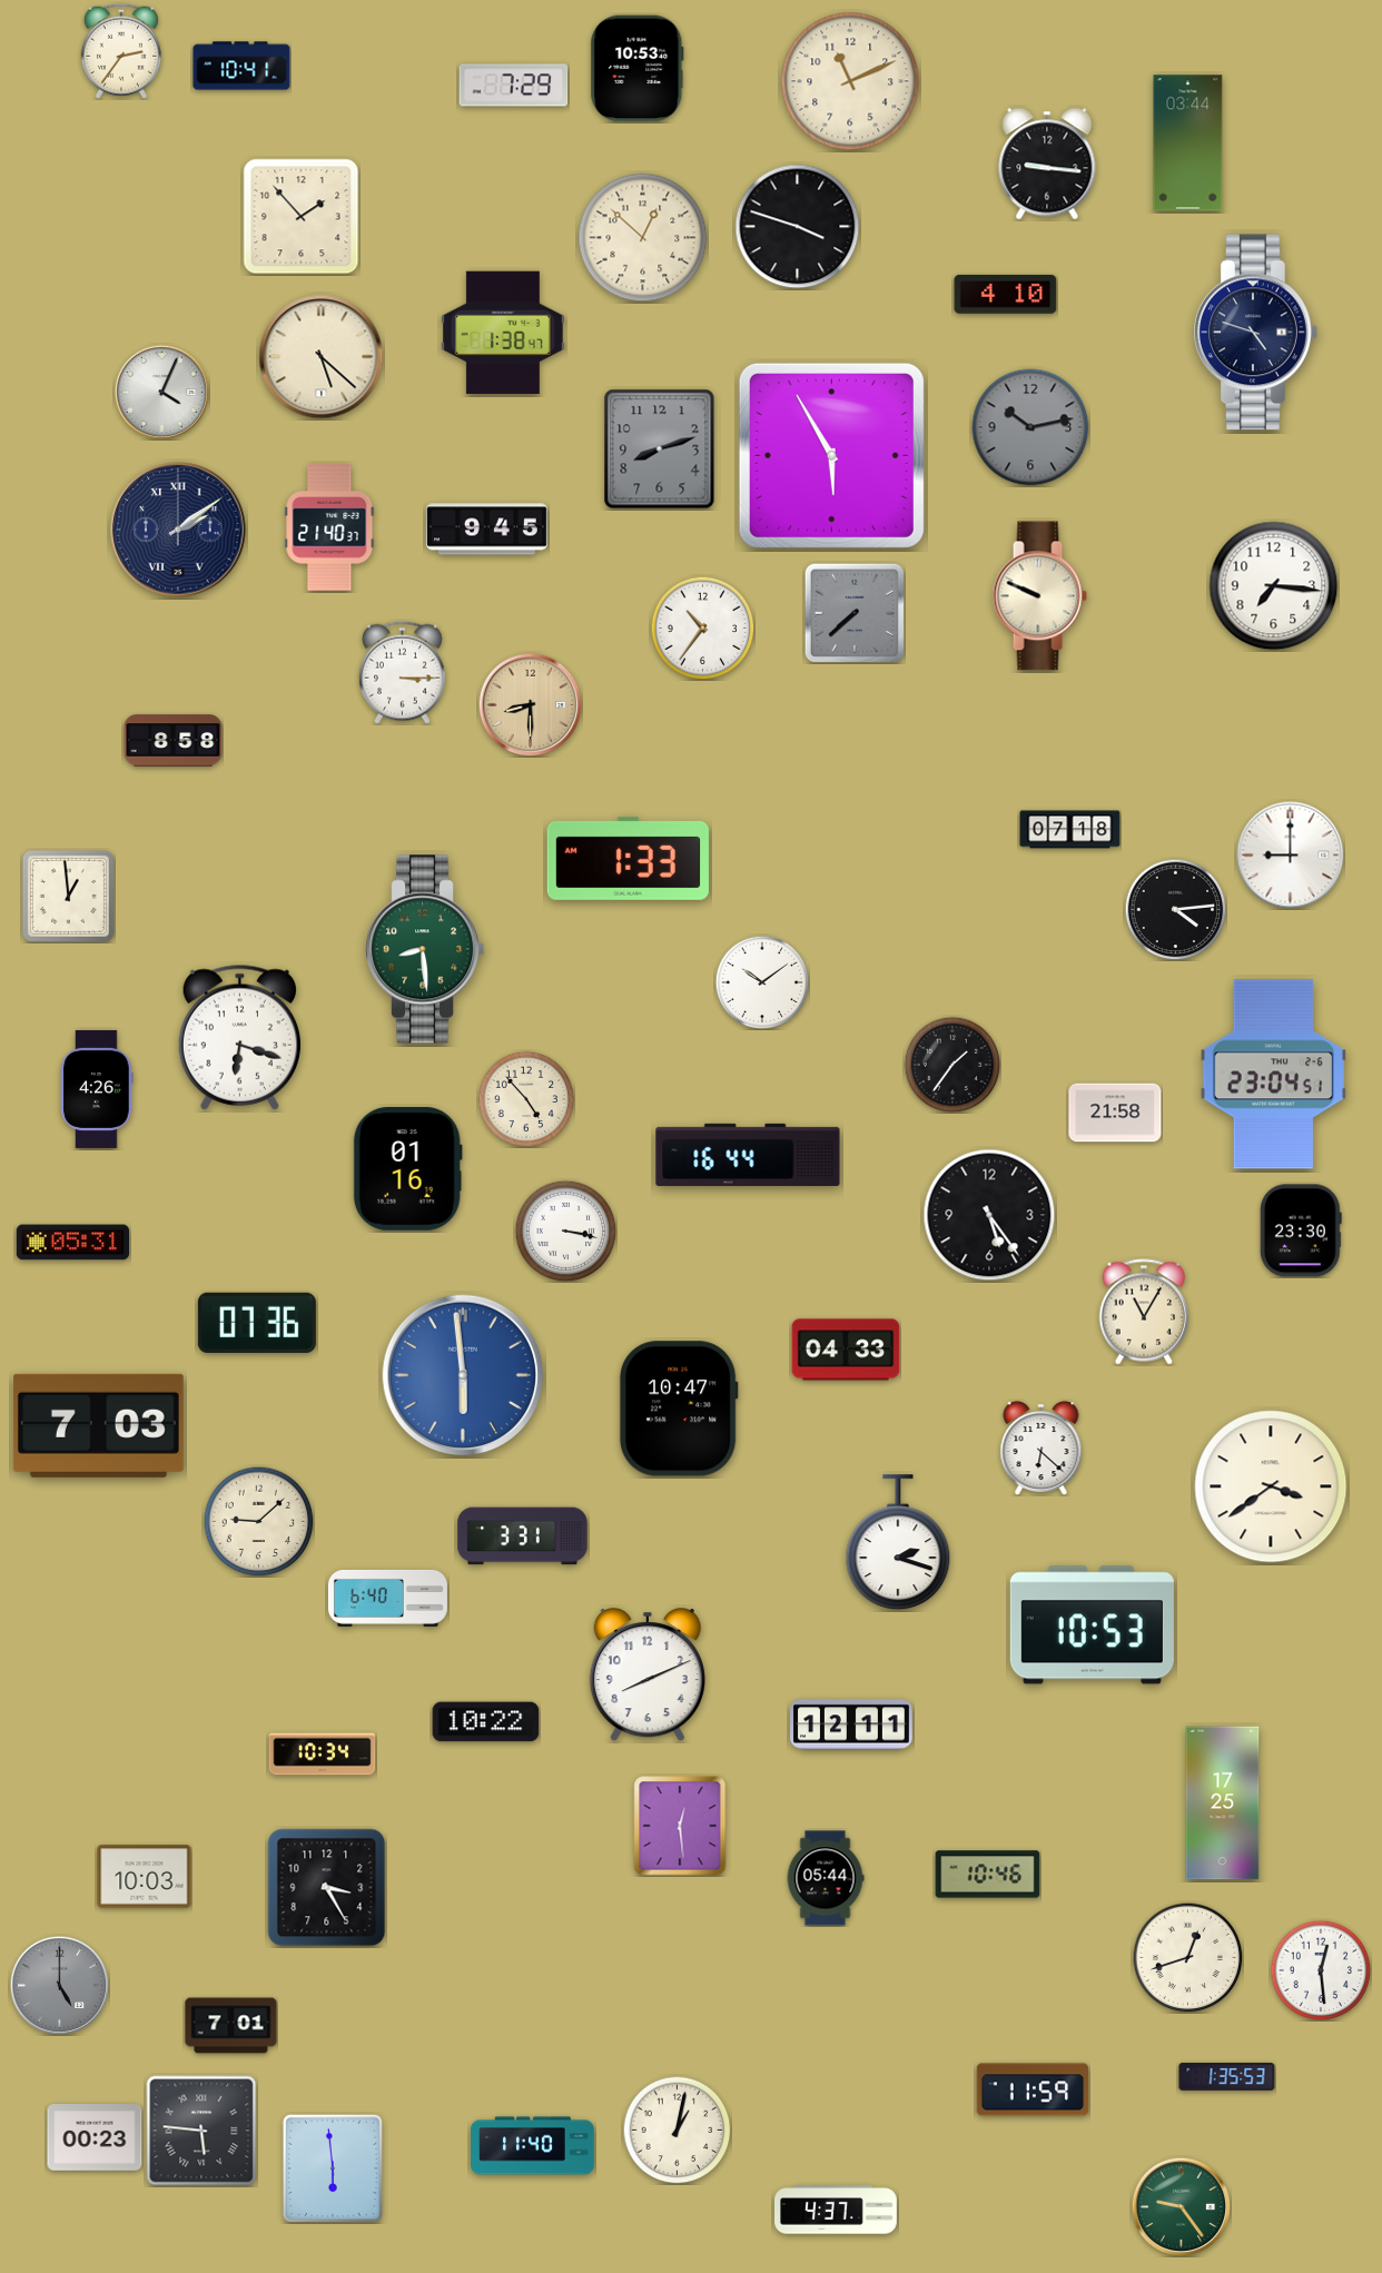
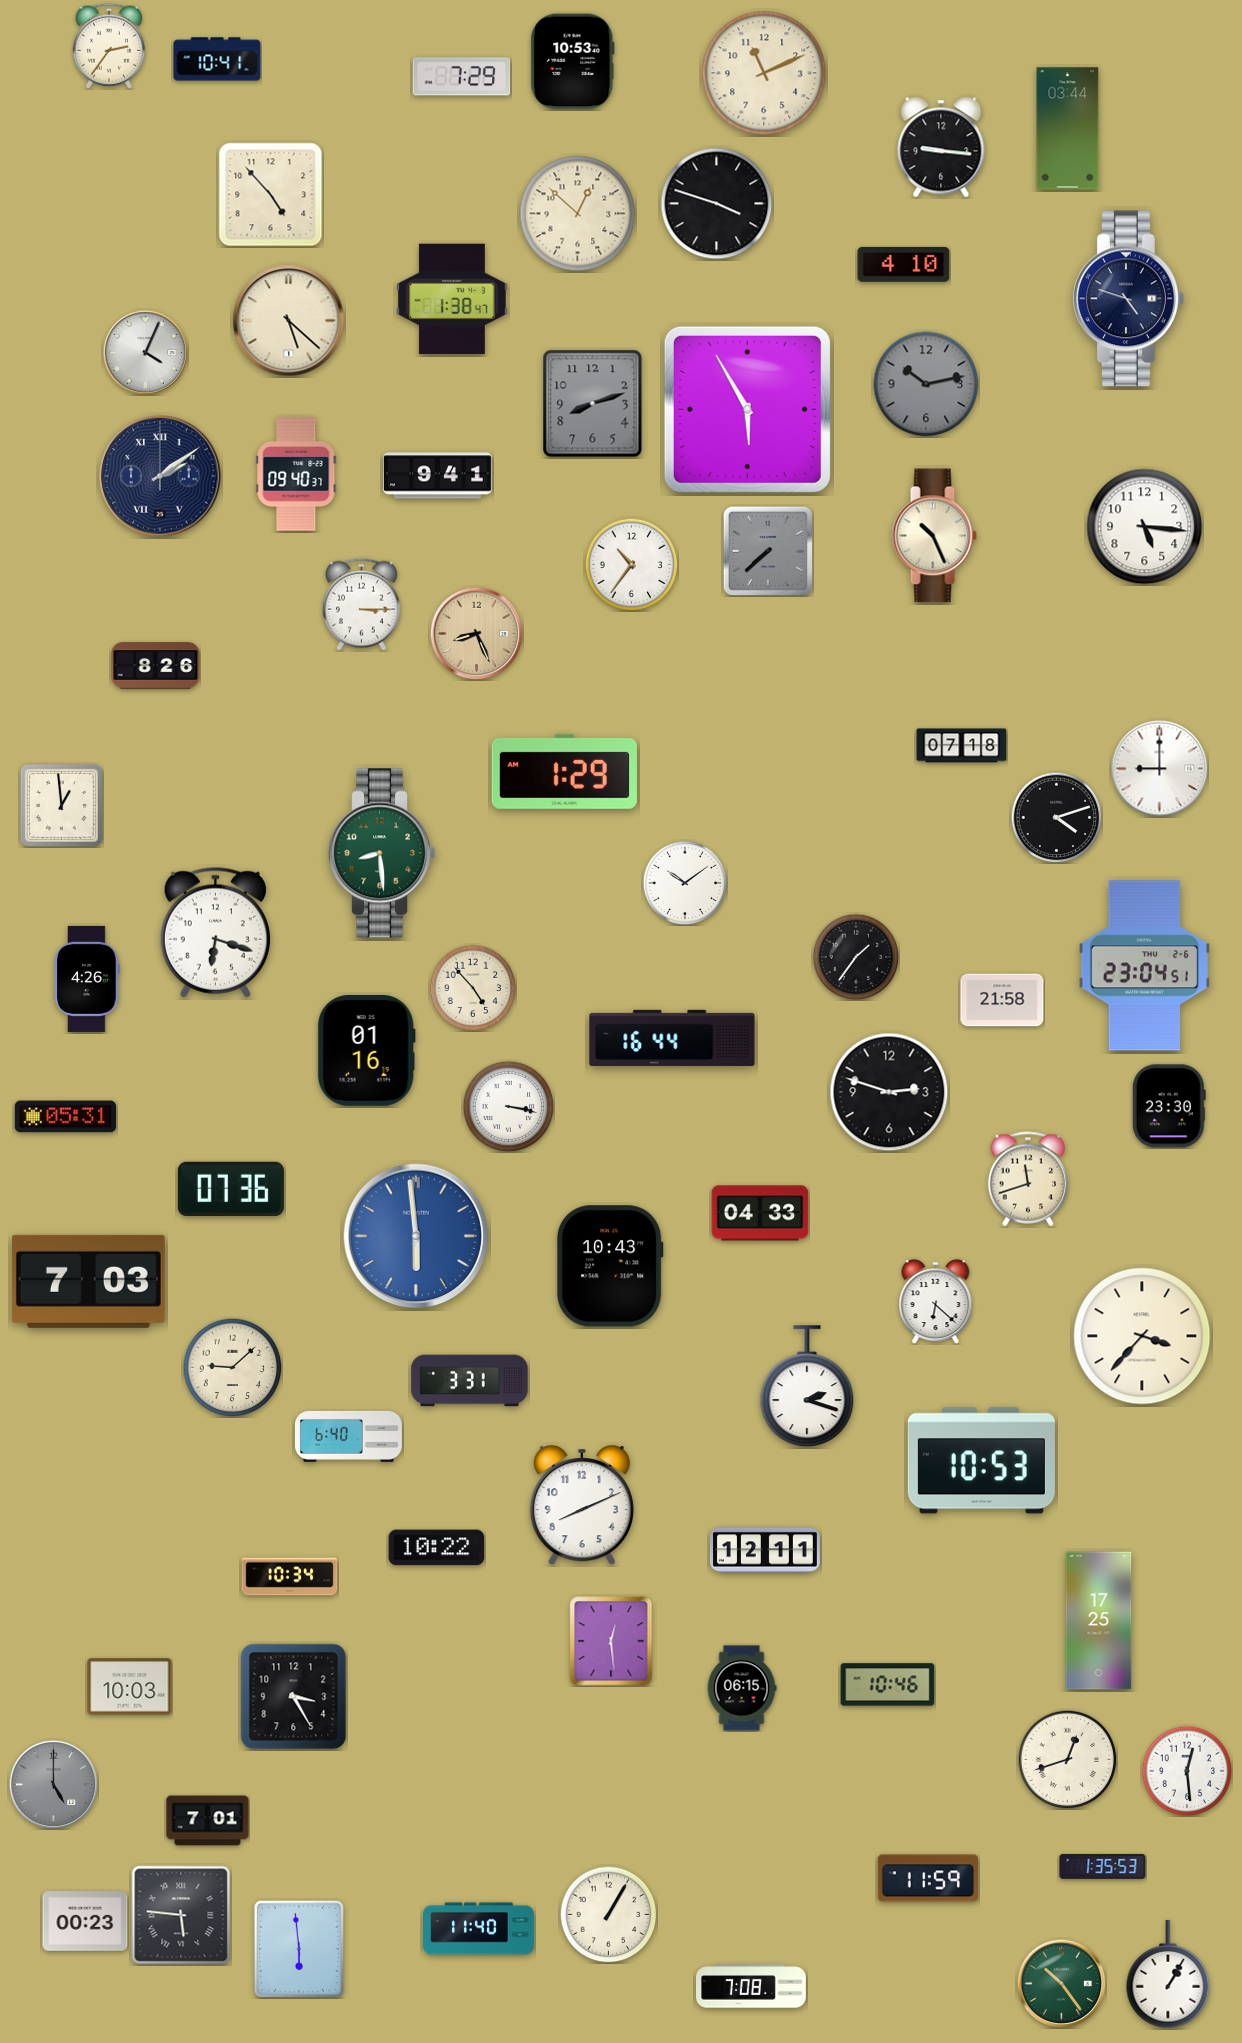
clock at (302, 217): 1:53 -> 4:53
clock at (329, 527): 21:40 -> 09:40
clock at (486, 530): 9:45 -> 9:41
clock at (1274, 586): 7:16 -> 5:16
clock at (1039, 596): 9:49 -> 10:26
clock at (530, 704): 8:30 -> 8:26
clock at (174, 741): 8:58 -> 8:26
clock at (628, 858): 1:33 -> 1:29
clock at (1175, 909): 4:14 -> 4:12
clock at (989, 1215): 5:24 -> 2:48
clock at (1144, 1312): 11:05 -> 11:42
clock at (679, 1409): 10:47 -> 10:43
clock at (1271, 1486): 3:39 -> 3:37
clock at (826, 1878): 05:44 -> 06:15
clock at (677, 2129): 1:02 -> 1:05
clock at (1168, 1974): none -> 1:05
clock at (1181, 2206): 9:24 -> 10:24
clock at (837, 2210): 4:37 -> 7:08
